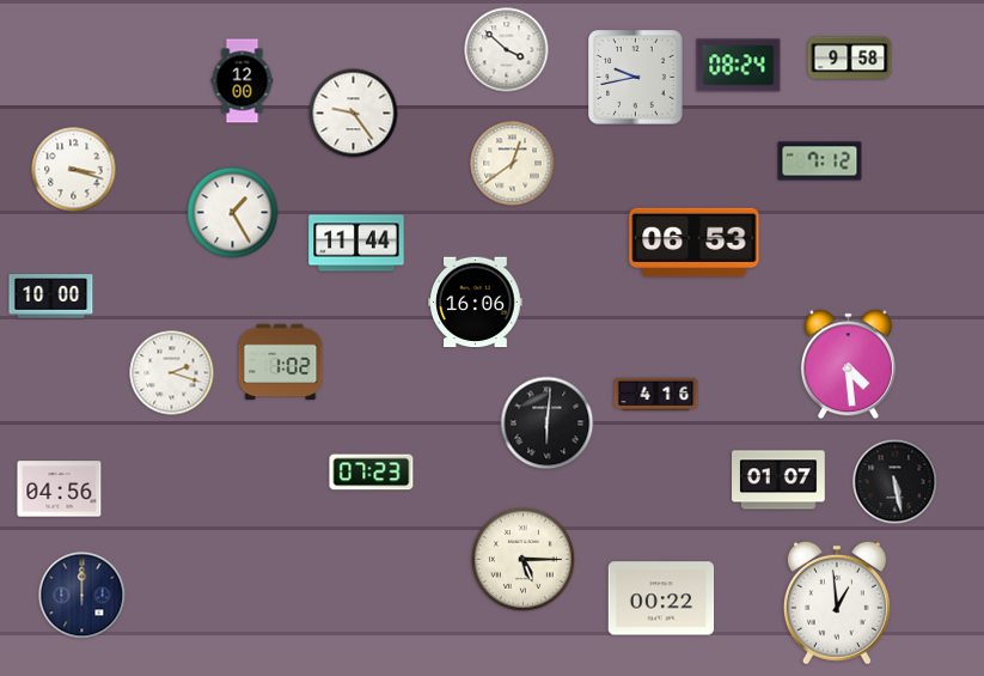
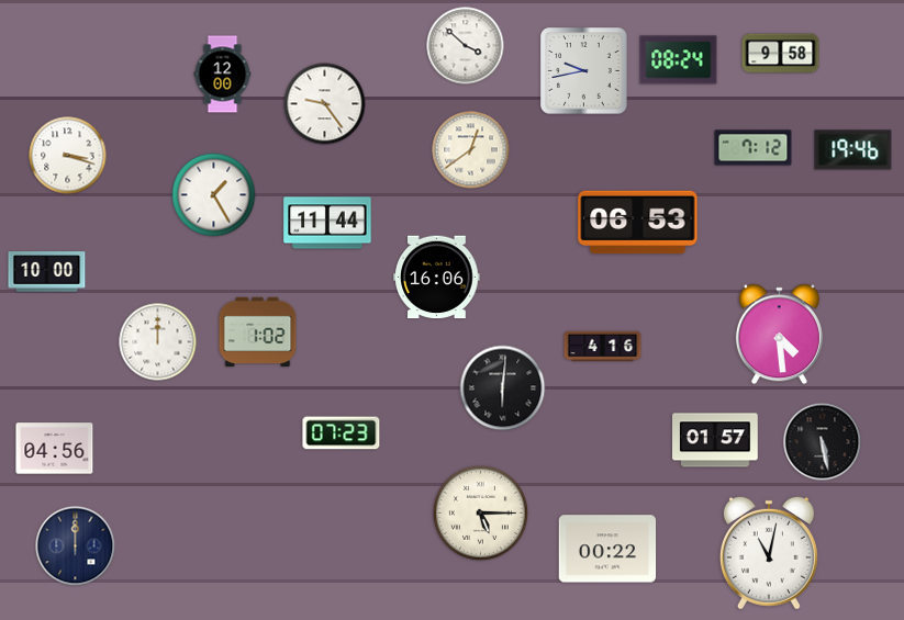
clock at (853, 150): none -> 19:46
clock at (172, 373): 2:18 -> 12:00
clock at (656, 395) position: (656, 395) -> (603, 347)
clock at (780, 480): 01:07 -> 01:57
clock at (837, 603): 12:59 -> 11:02
